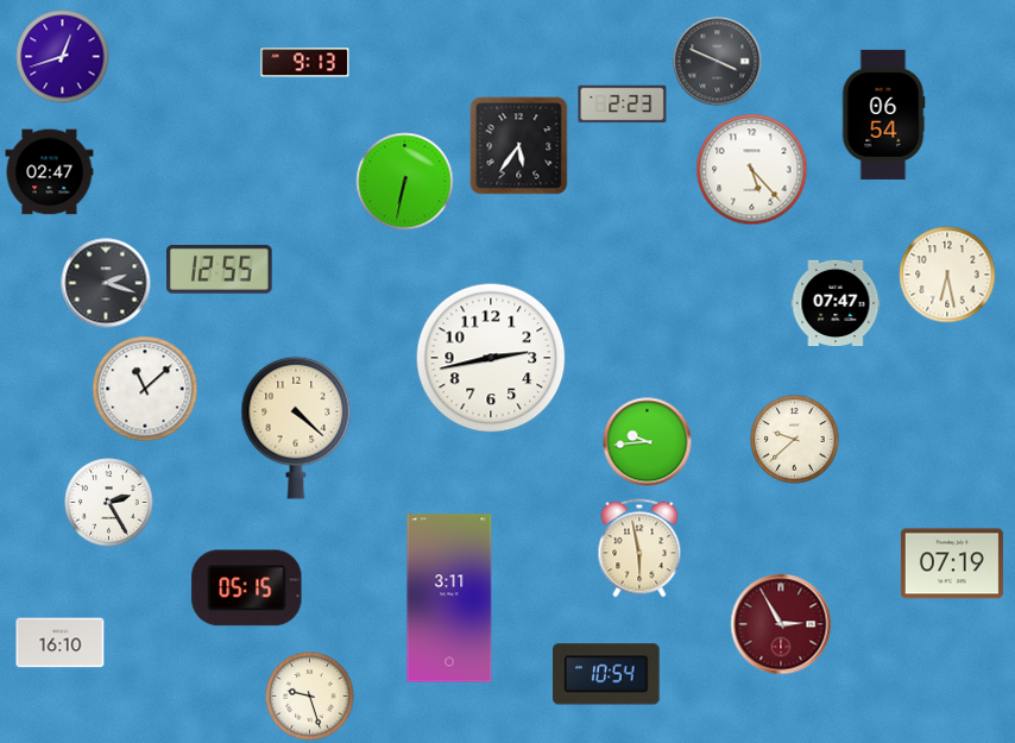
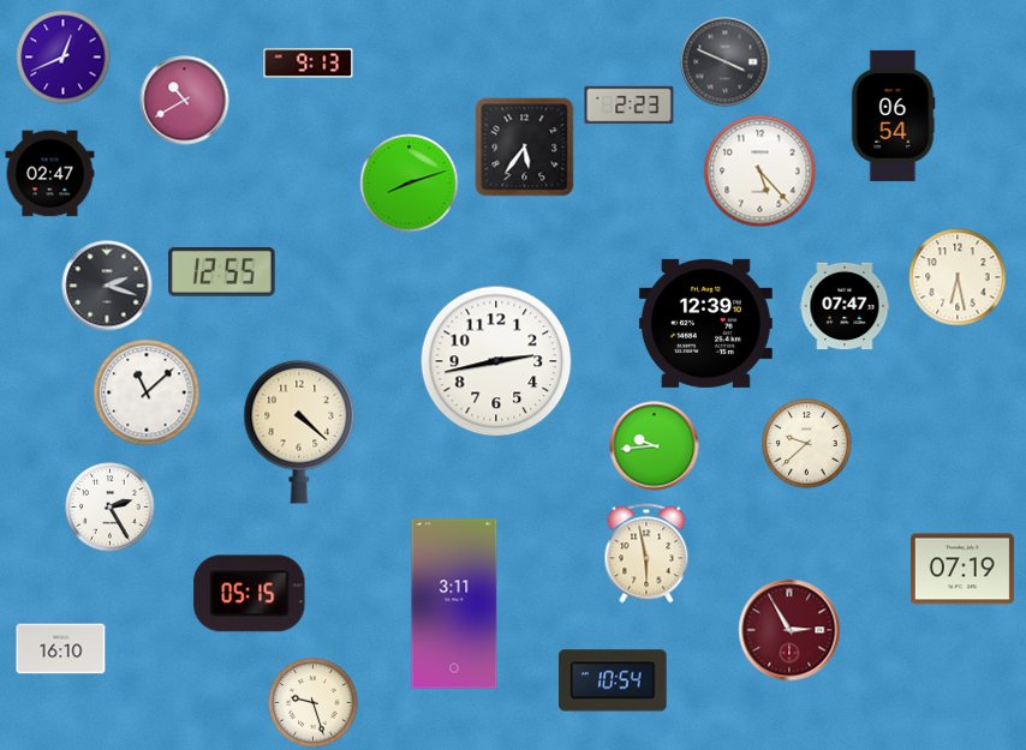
clock at (63, 57): 12:42 -> 12:41
clock at (185, 101): none -> 10:40
clock at (405, 182): 6:32 -> 8:12
clock at (705, 323): none -> 12:39
clock at (795, 440) position: (795, 440) -> (807, 444)
